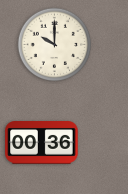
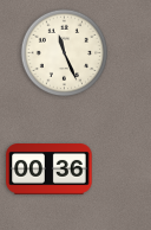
clock at (55, 45): 10:00 -> 11:26
